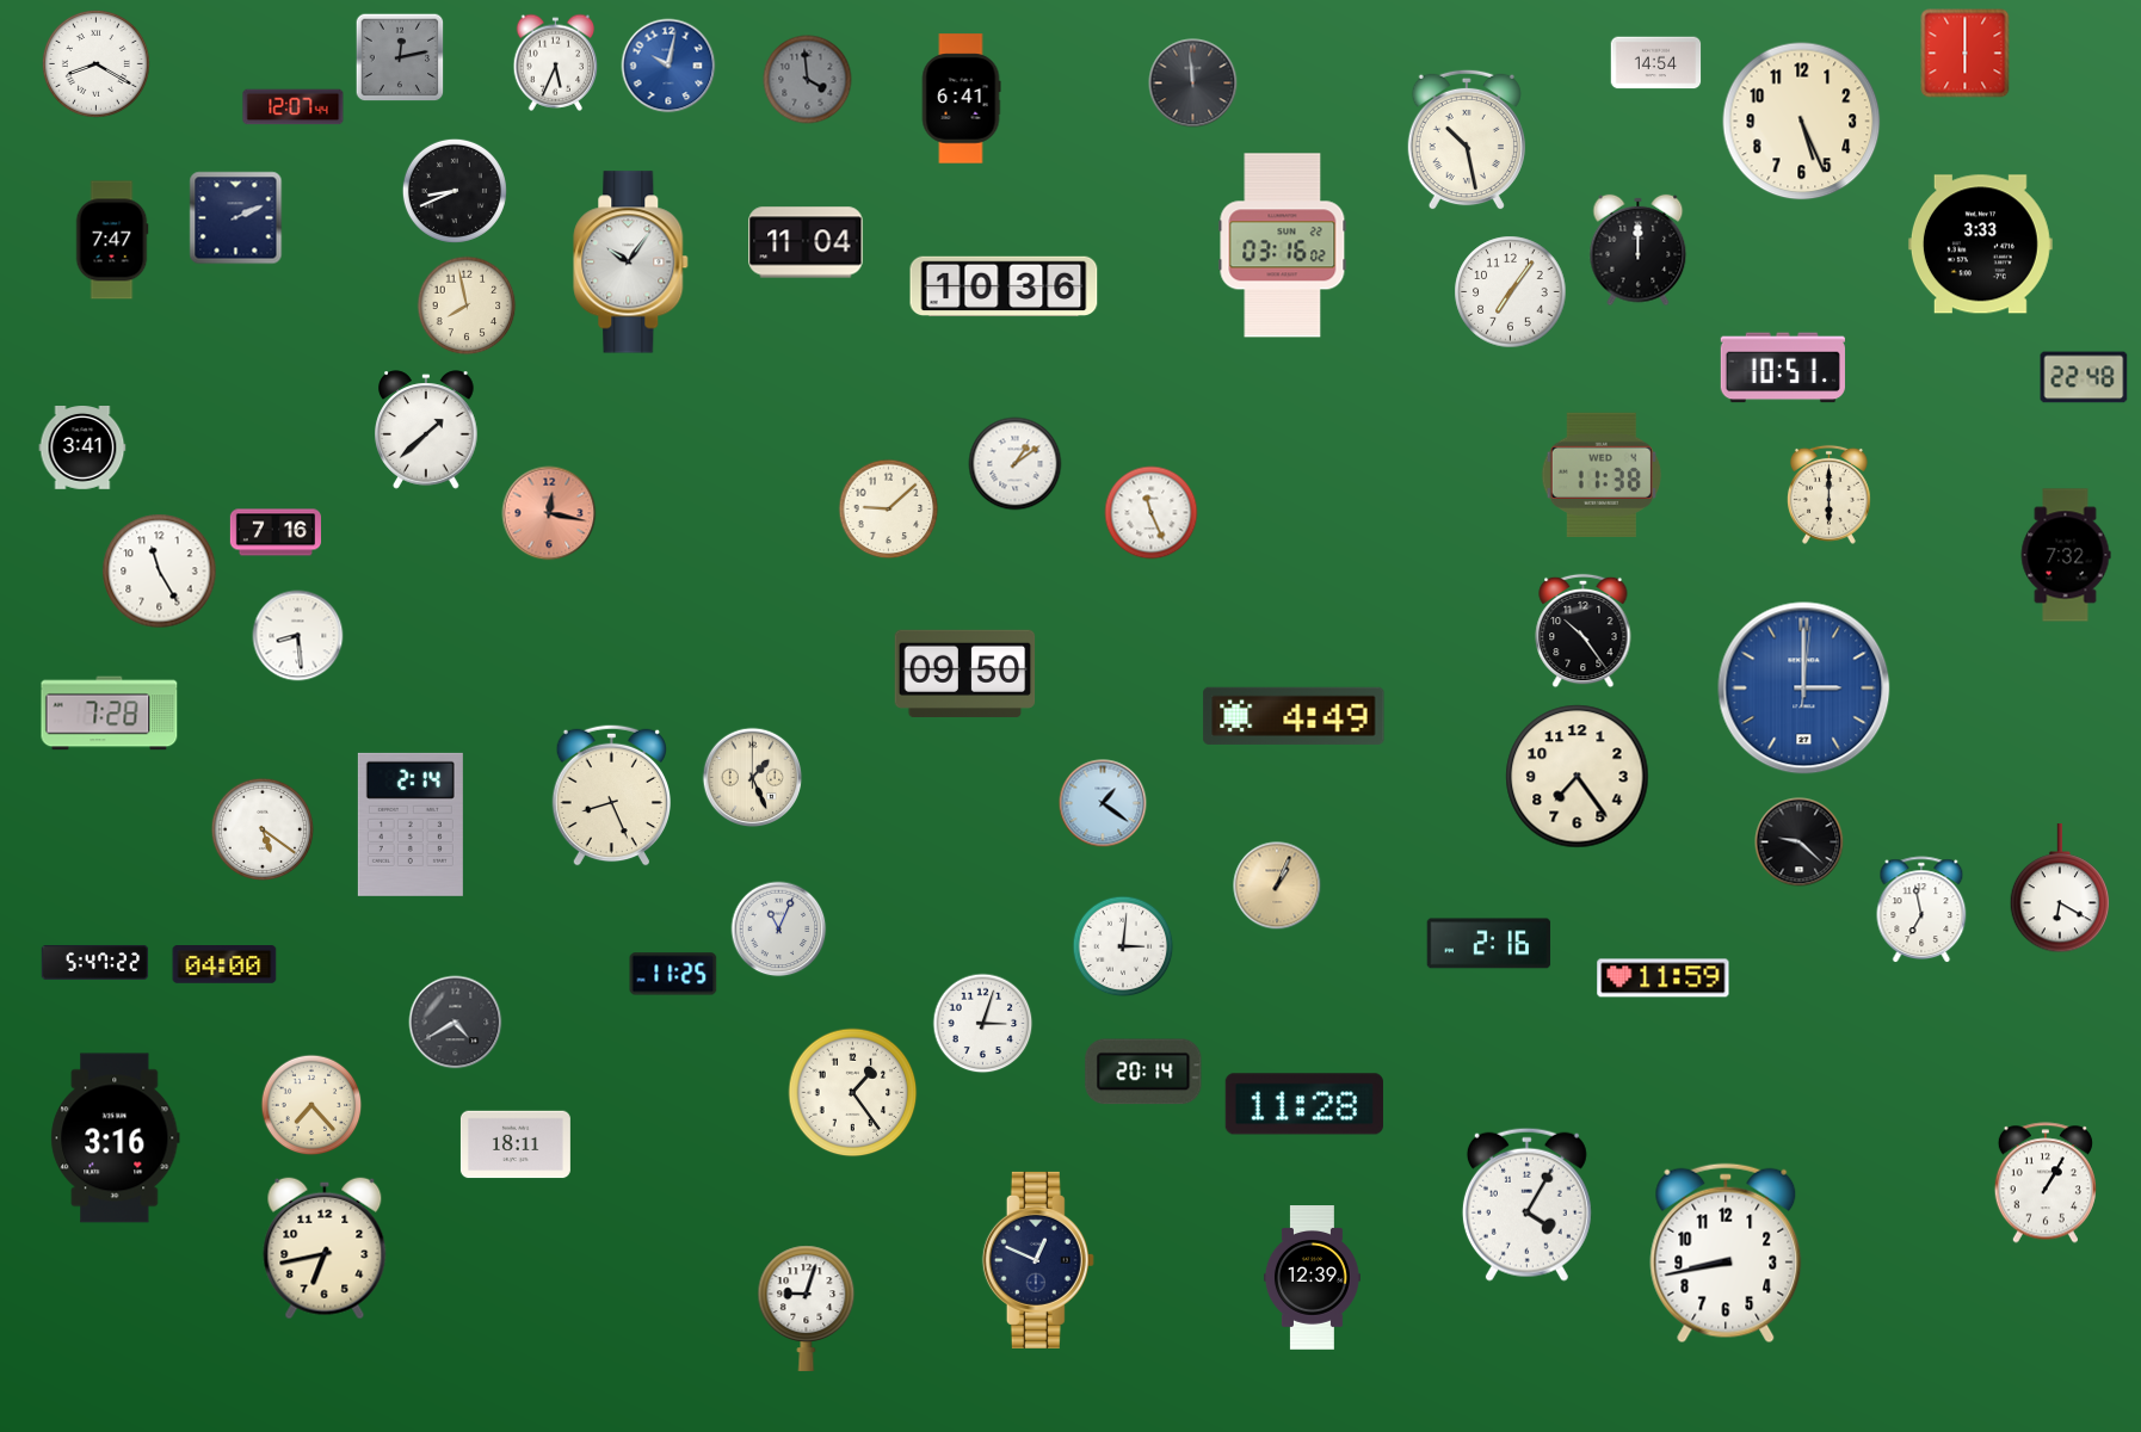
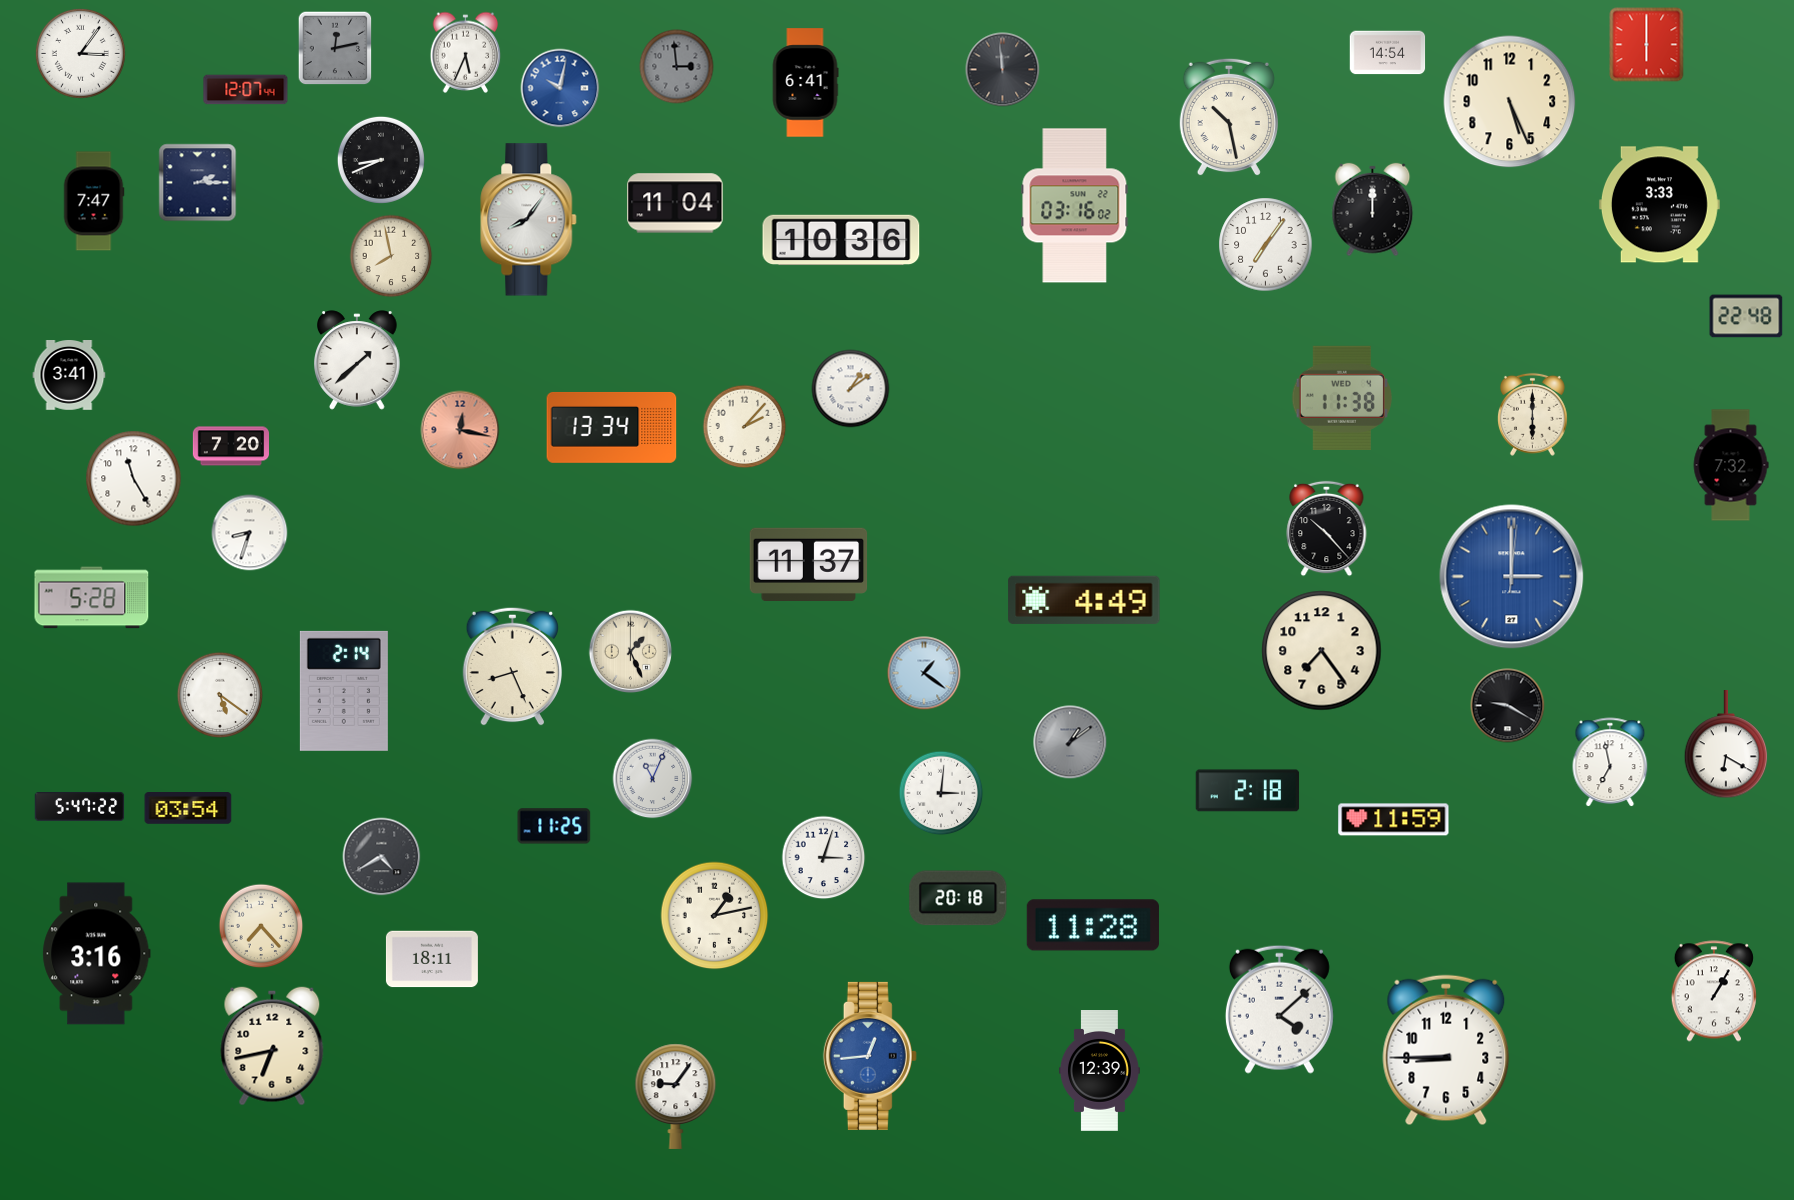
clock at (95, 63): 8:20 -> 3:06
clock at (668, 66) position: (668, 66) -> (560, 88)
clock at (808, 80): 3:59 -> 2:59
clock at (1193, 84) position: (1193, 84) -> (1003, 70)
clock at (236, 218): 2:11 -> 2:15
clock at (631, 263): 10:06 -> 8:06
clock at (1783, 368): 10:51 -> none
clock at (612, 427): none -> 13:34
clock at (889, 510): 9:08 -> 2:07
clock at (1152, 513): 11:26 -> none
clock at (274, 532): 7:16 -> 7:20
clock at (1584, 631): 10:24 -> 10:23
clock at (298, 636): 8:29 -> 8:33
clock at (965, 673): 09:50 -> 11:37
clock at (110, 714): 7:28 -> 5:28
clock at (1800, 842): 9:22 -> 9:20
clock at (1277, 885): 1:04 -> 1:09
clock at (1277, 885) dial: champagne -> grey
clock at (1489, 944): 2:16 -> 2:18
clock at (224, 964): 04:00 -> 03:54
clock at (673, 974) position: (673, 974) -> (554, 826)
clock at (1143, 1072): 20:14 -> 20:18
clock at (853, 1093): 1:24 -> 1:13
clock at (1526, 1204): 4:05 -> 4:08
clock at (1726, 1253): 8:43 -> 8:45
clock at (1038, 1260): 12:49 -> 12:44
clock at (1038, 1260) dial: navy -> blue
clock at (807, 1308): 9:03 -> 9:06
